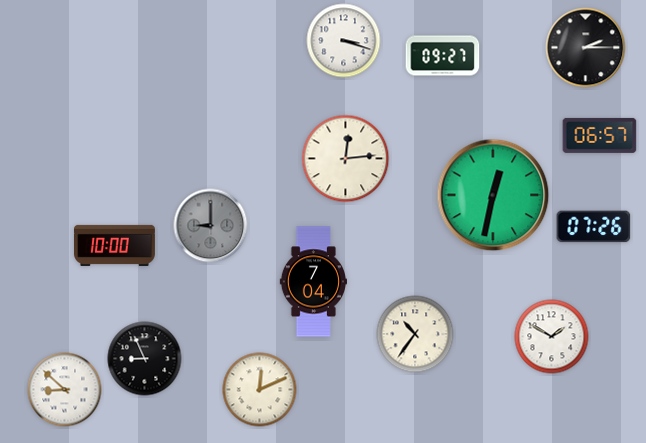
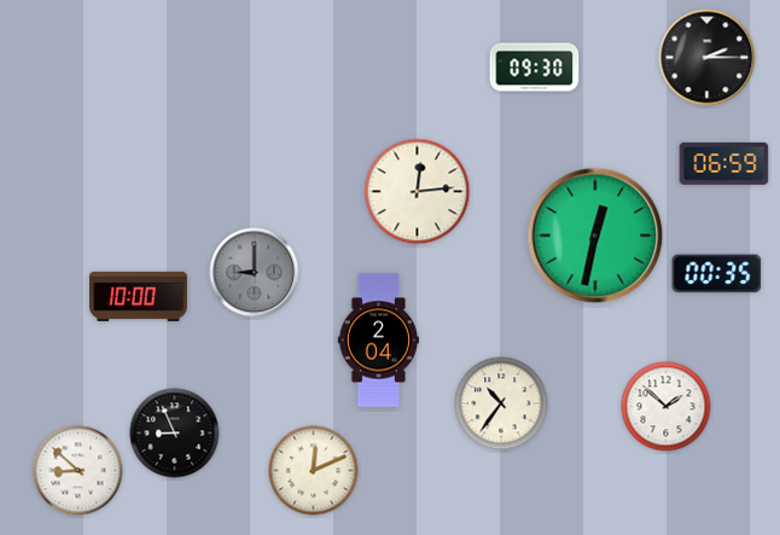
clock at (344, 41): 3:18 -> none
clock at (443, 56): 09:27 -> 09:30
clock at (600, 135): 06:57 -> 06:59
clock at (594, 227): 07:26 -> 00:35
clock at (313, 282): 7:04 -> 2:04
clock at (552, 337): 1:50 -> 1:52
